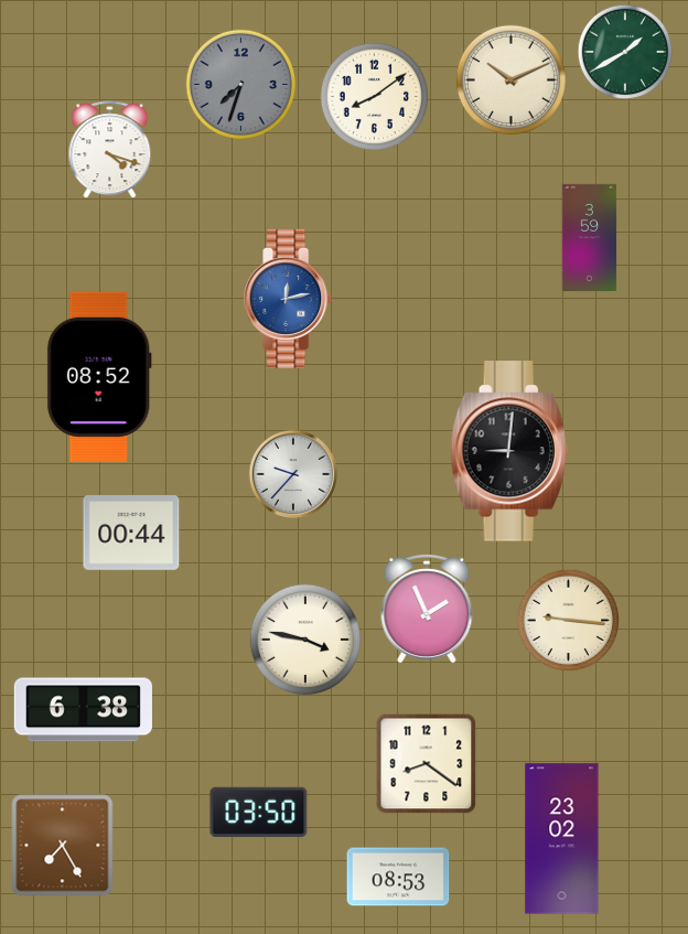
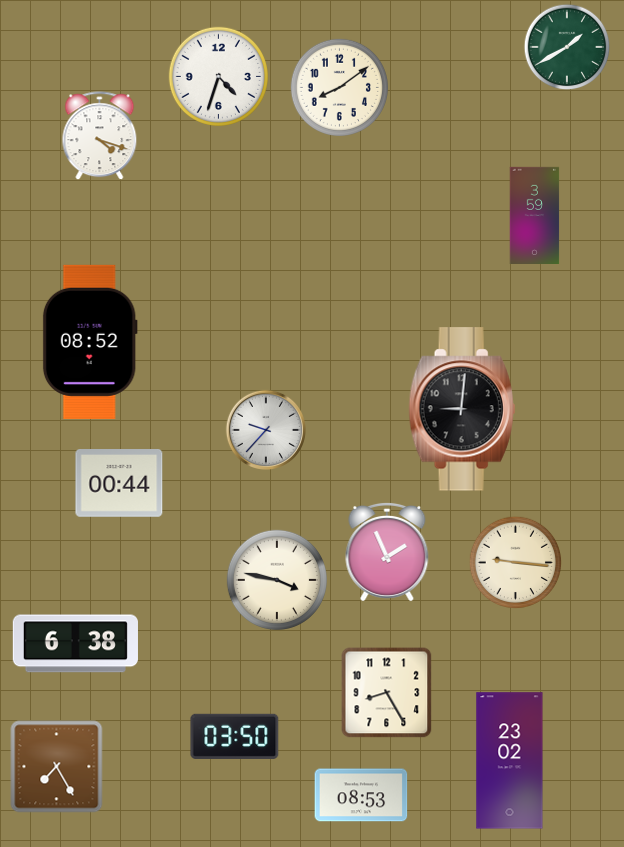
clock at (510, 79): 10:11 -> none
clock at (240, 84): 7:33 -> 4:33
clock at (240, 84) dial: grey -> white
clock at (289, 299): 12:13 -> none
clock at (427, 764): 8:21 -> 8:25
